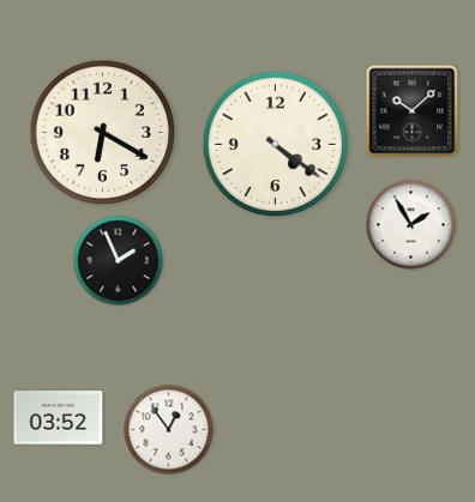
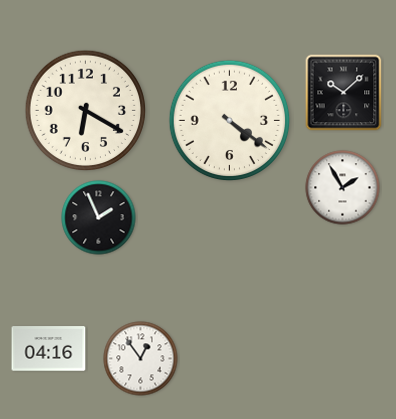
clock at (59, 418): 03:52 -> 04:16
